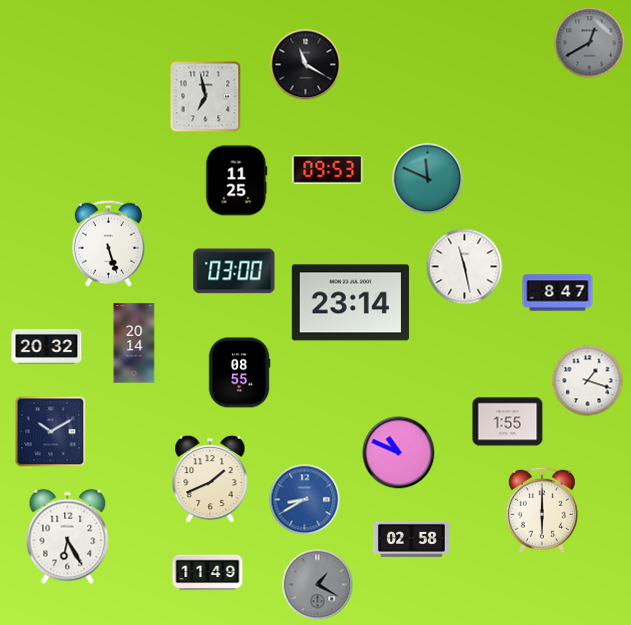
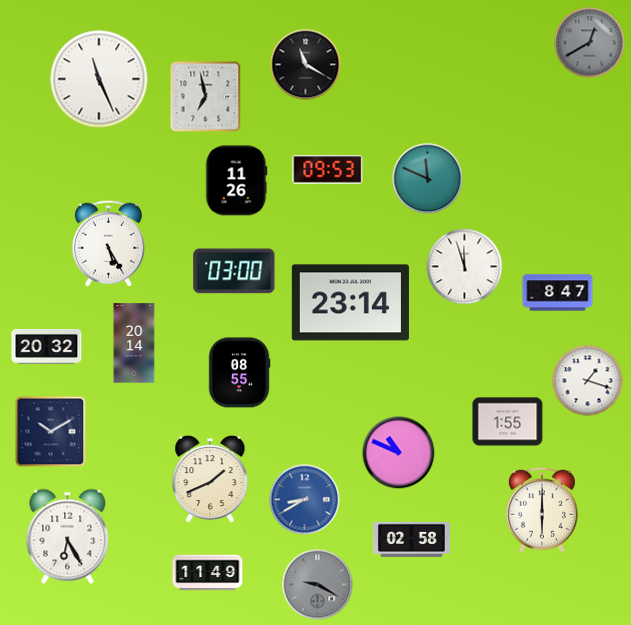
clock at (99, 79): none -> 11:26
clock at (237, 181): 11:25 -> 11:26
clock at (108, 243): 5:27 -> 5:25
clock at (465, 267): 11:28 -> 11:57
clock at (318, 585): 1:20 -> 9:20
